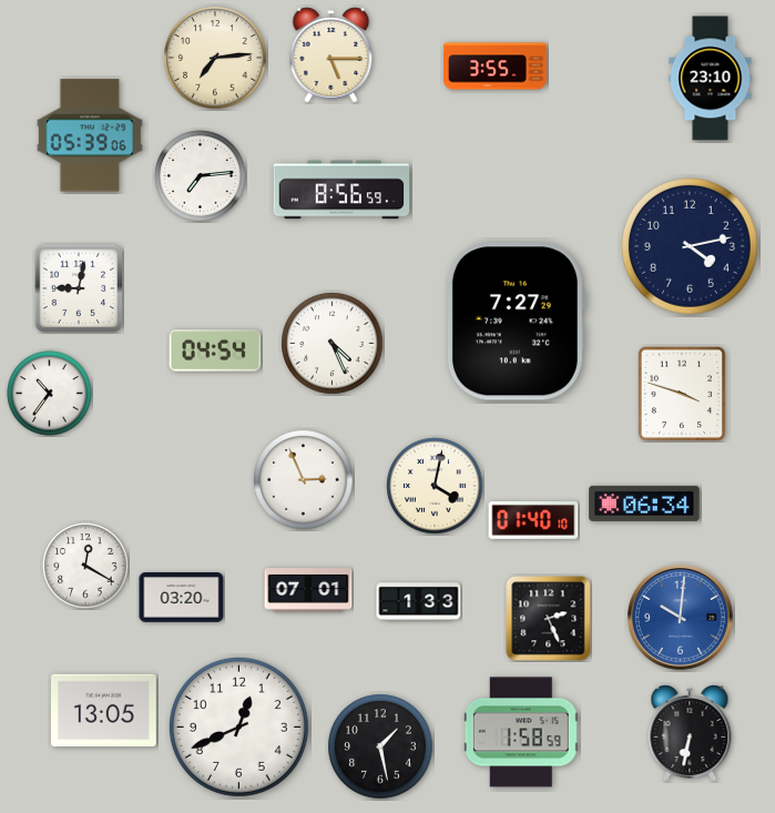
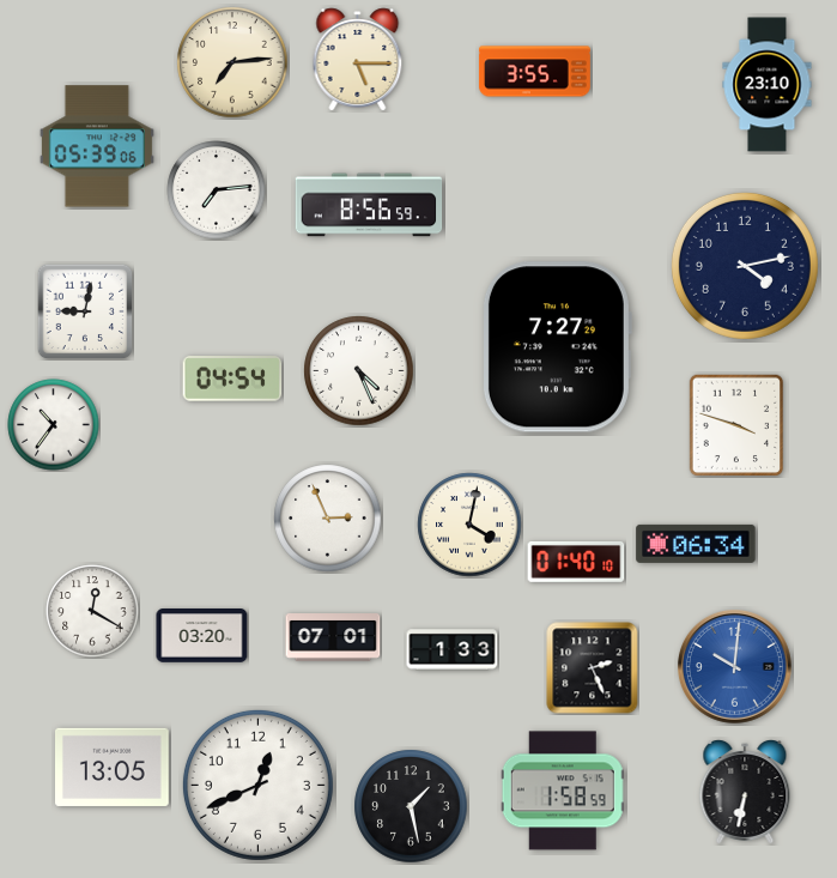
clock at (182, 598) position: (182, 598) -> (202, 636)
